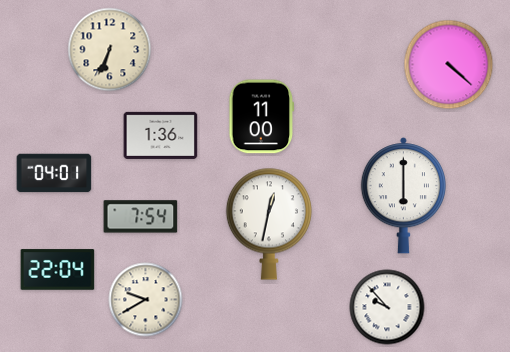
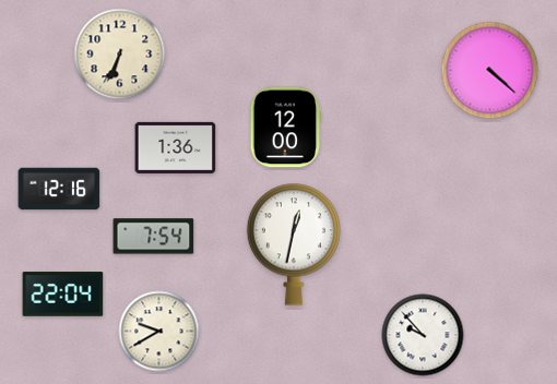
clock at (262, 117): 11:00 -> 12:00
clock at (54, 173): 04:01 -> 12:16
clock at (403, 196): 6:00 -> none
clock at (146, 300) position: (146, 300) -> (159, 332)
